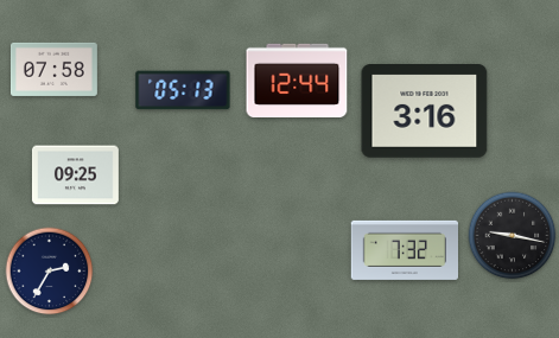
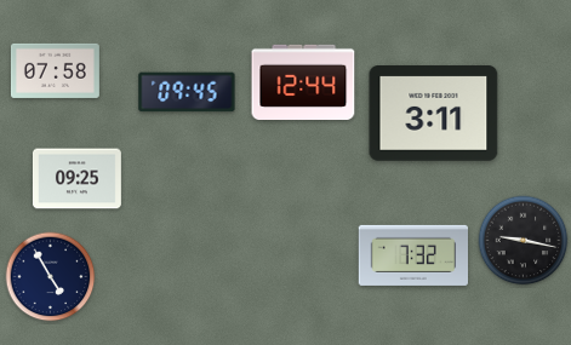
clock at (183, 90): 05:13 -> 09:45
clock at (425, 111): 3:16 -> 3:11
clock at (50, 272): 2:35 -> 4:55
